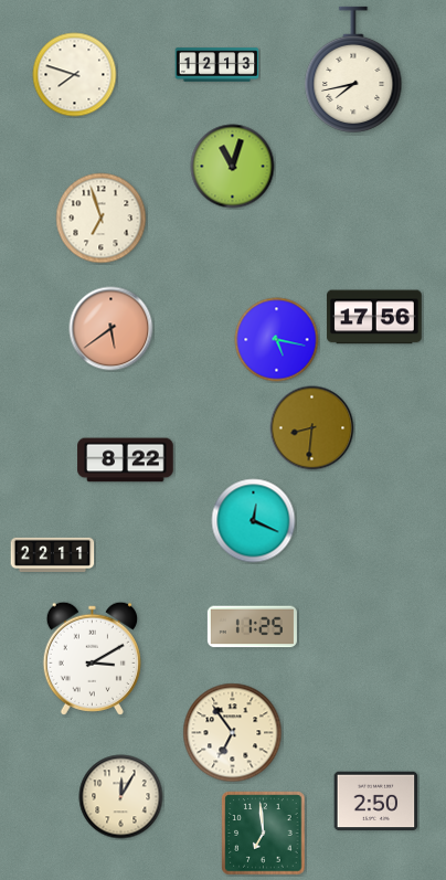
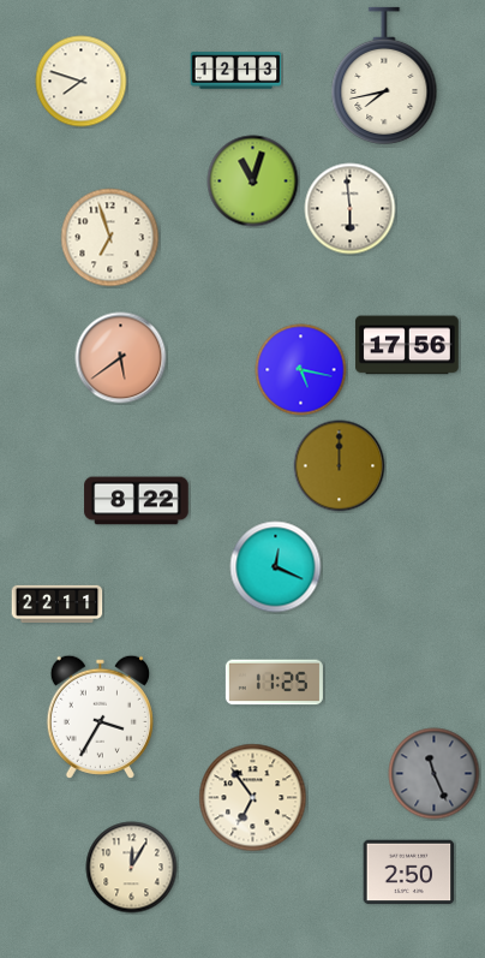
clock at (351, 209): none -> 5:59
clock at (312, 428): 8:31 -> 12:00
clock at (92, 658): 3:10 -> 3:35
clock at (435, 774): none -> 11:26
clock at (264, 834): 6:59 -> none
